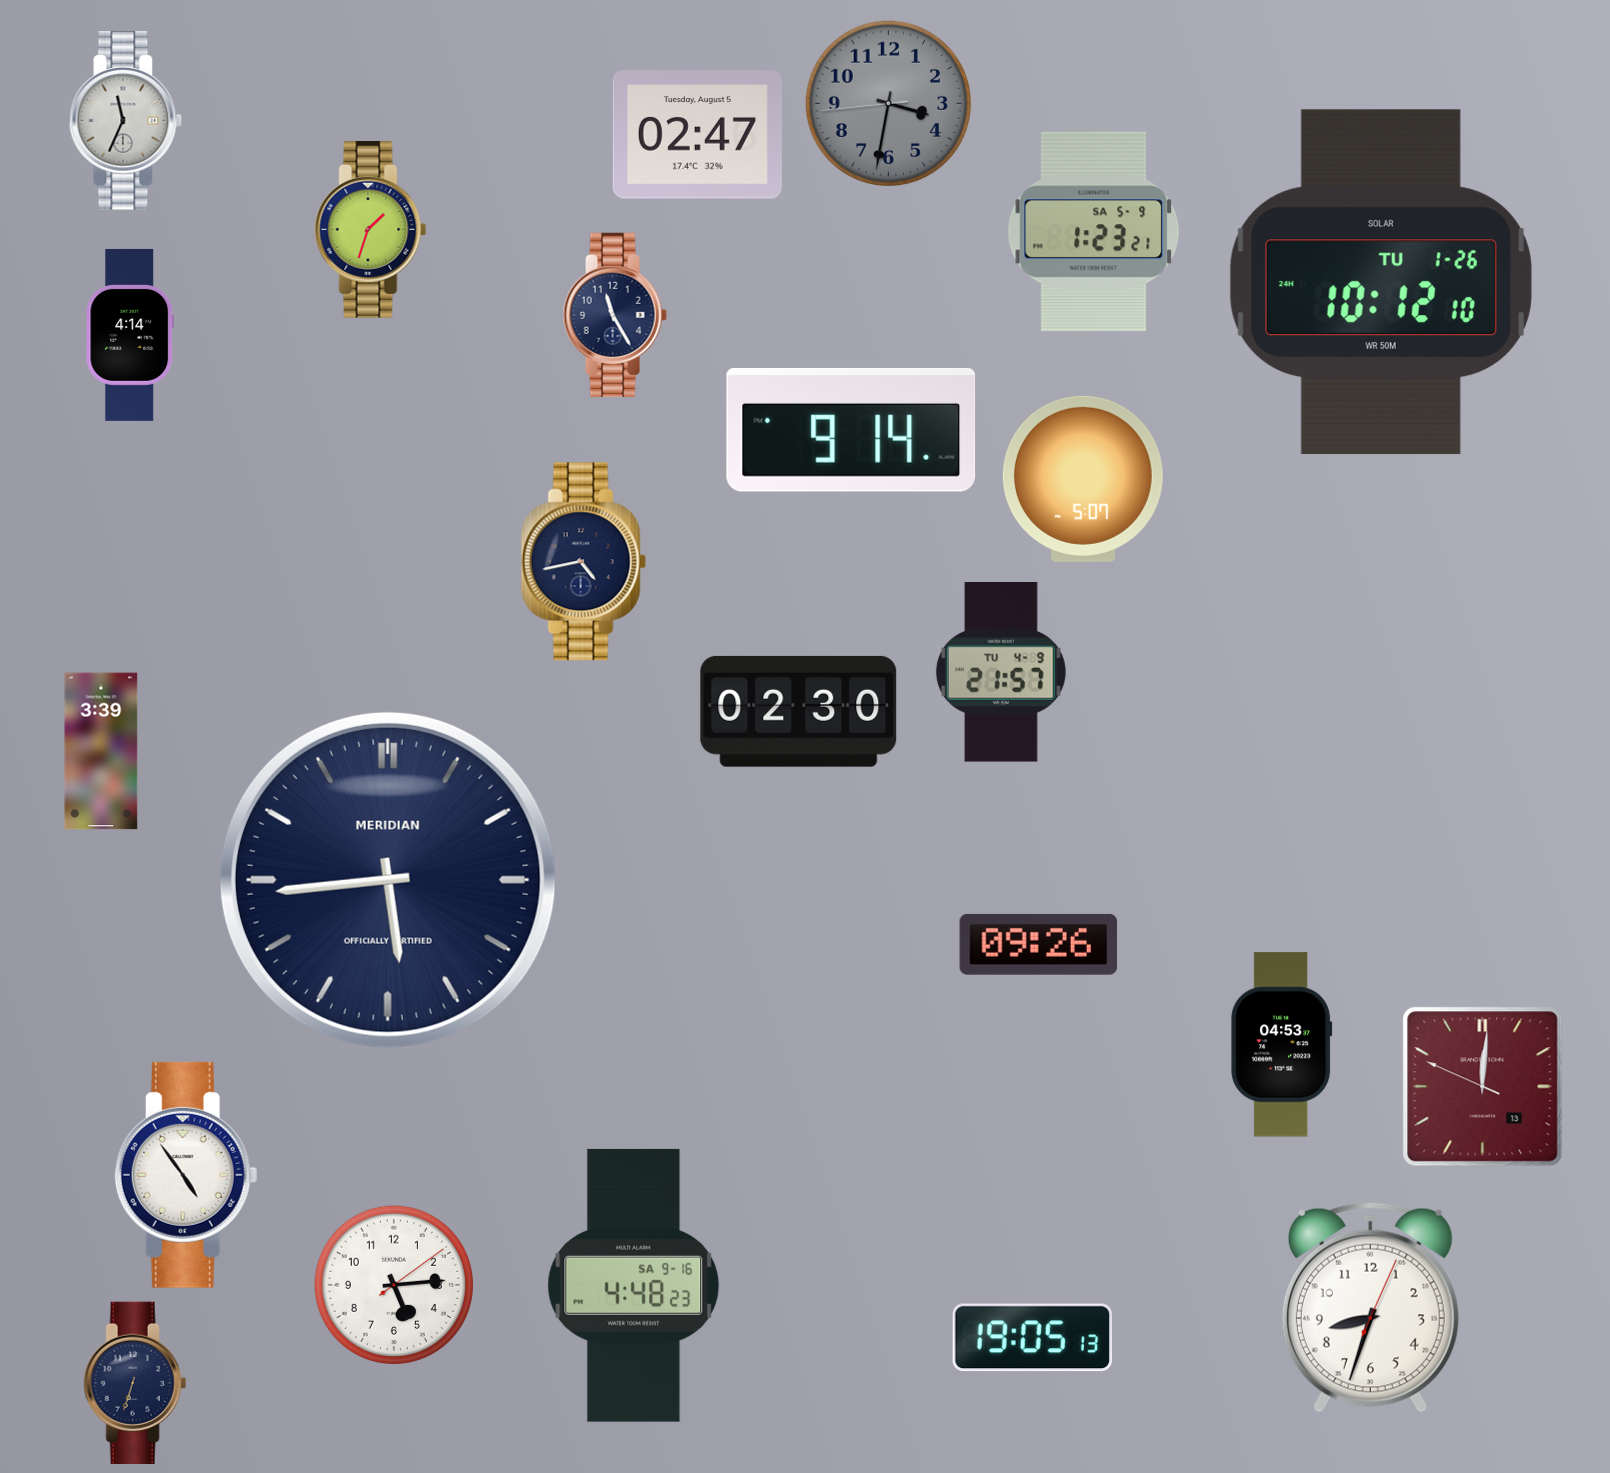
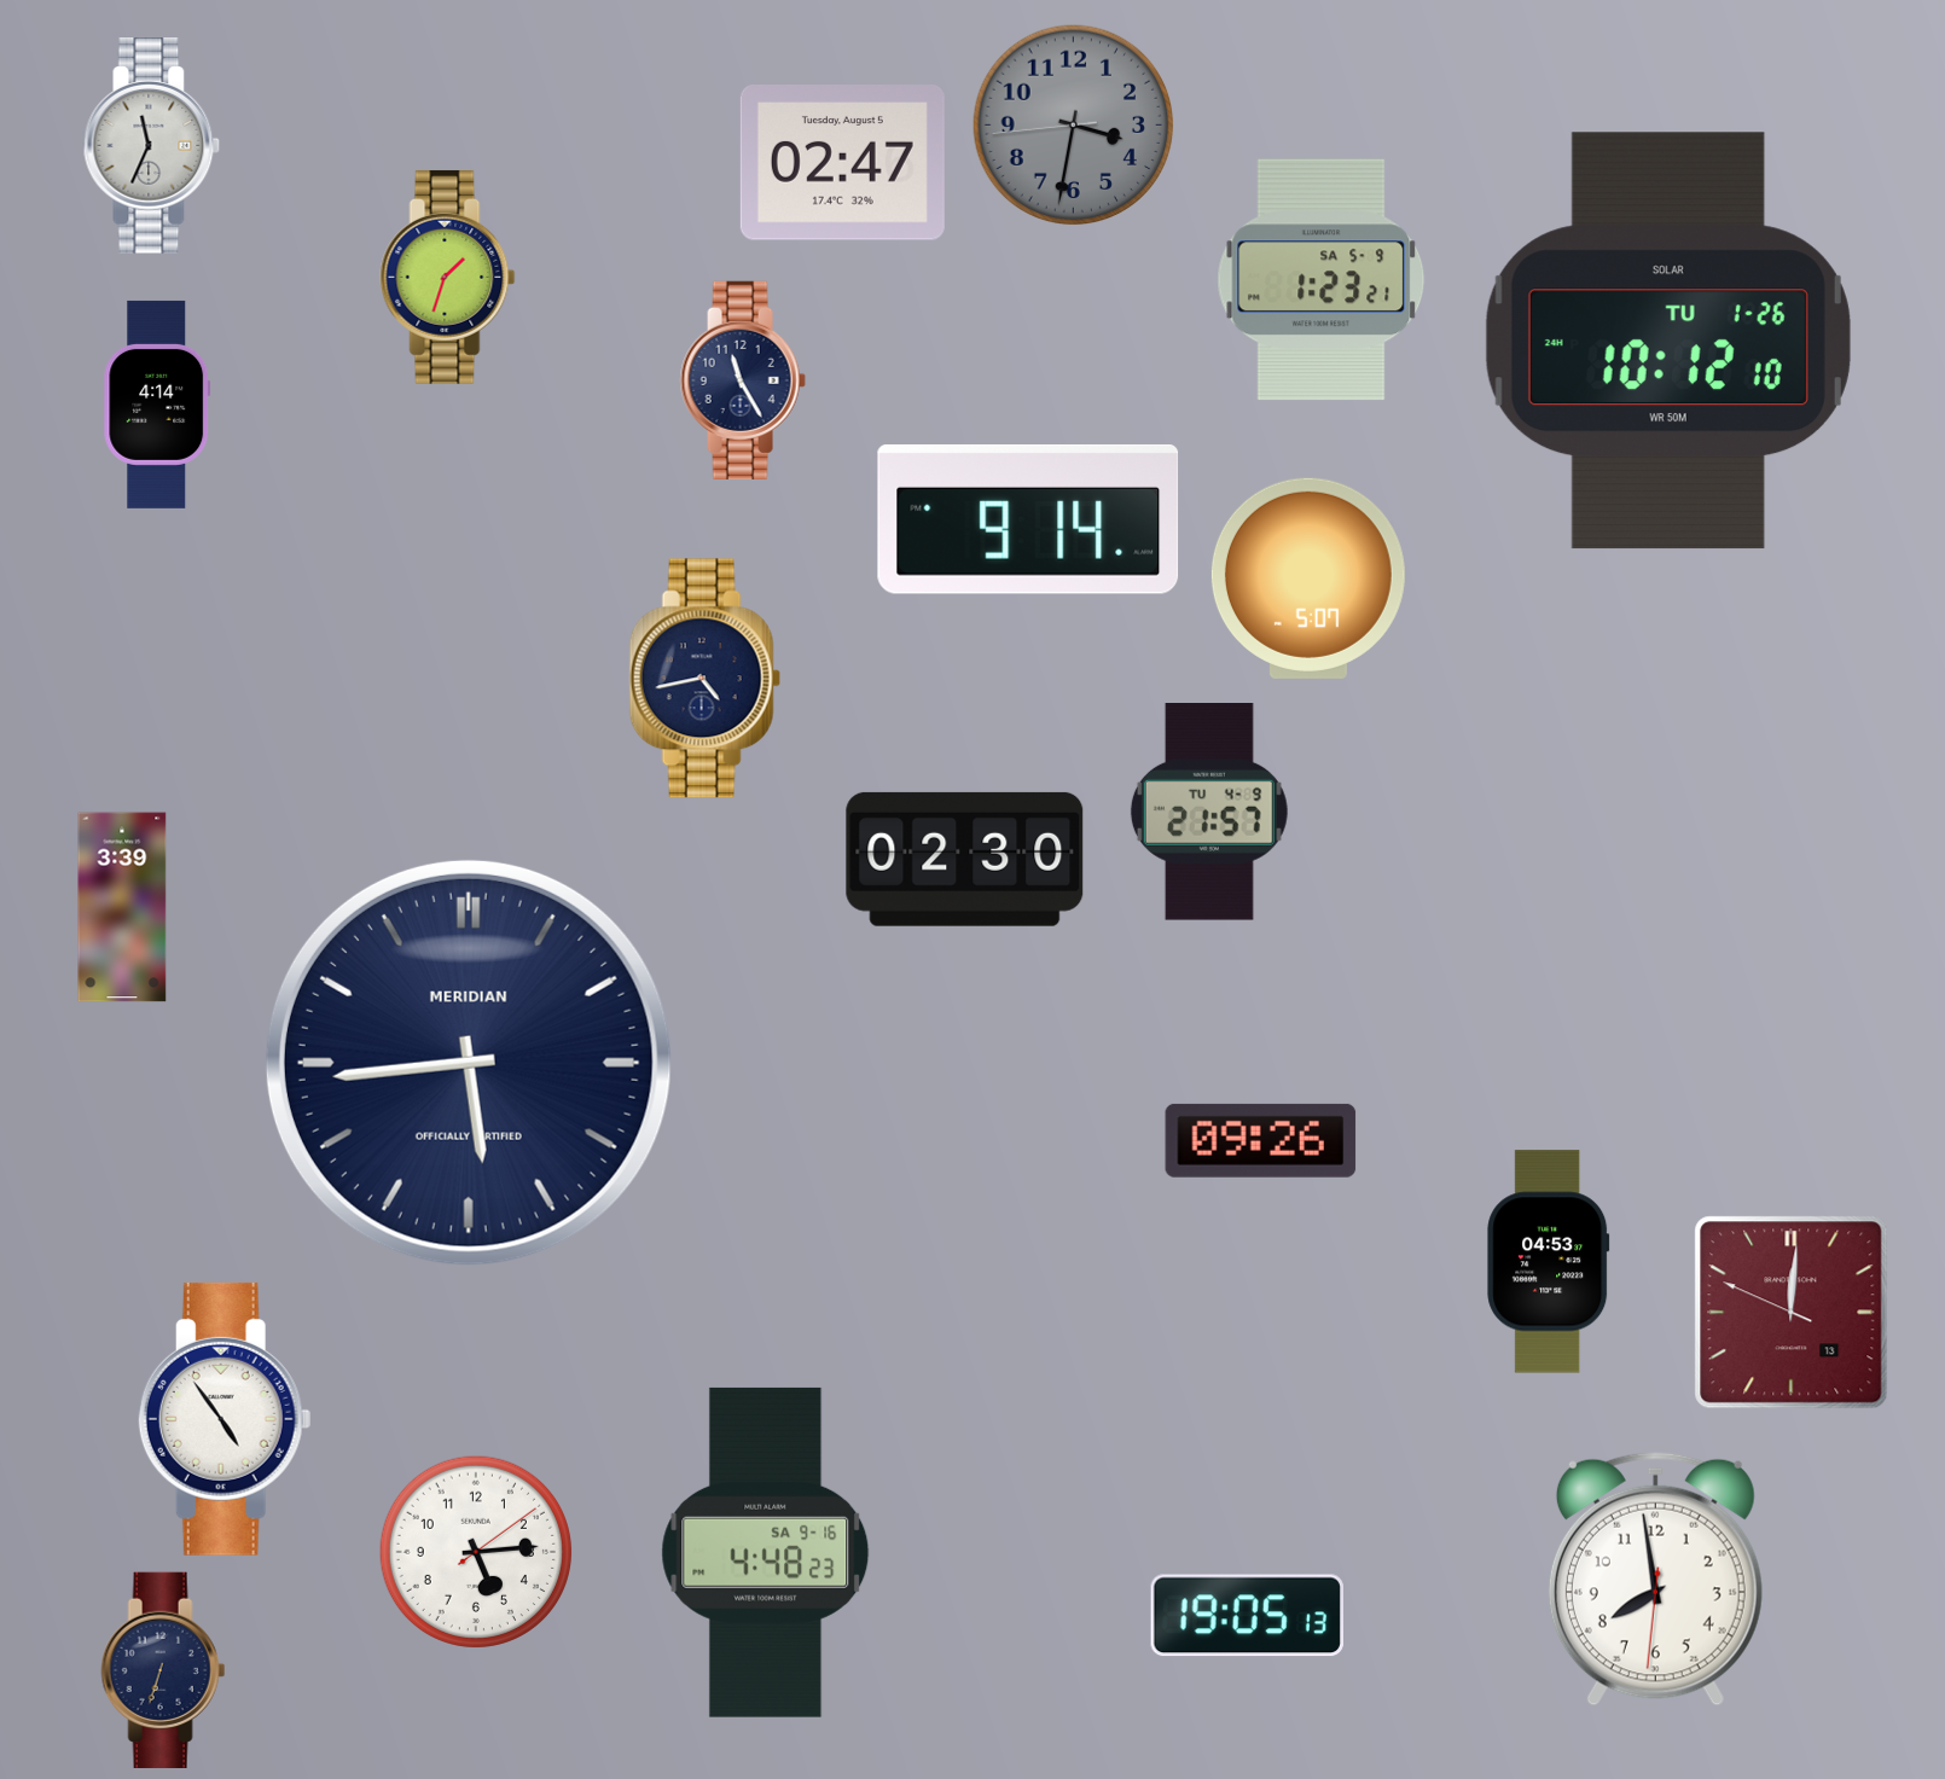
clock at (1039, 944) position: (1039, 944) -> (1261, 1140)
clock at (1370, 1307): 8:33 -> 7:58
